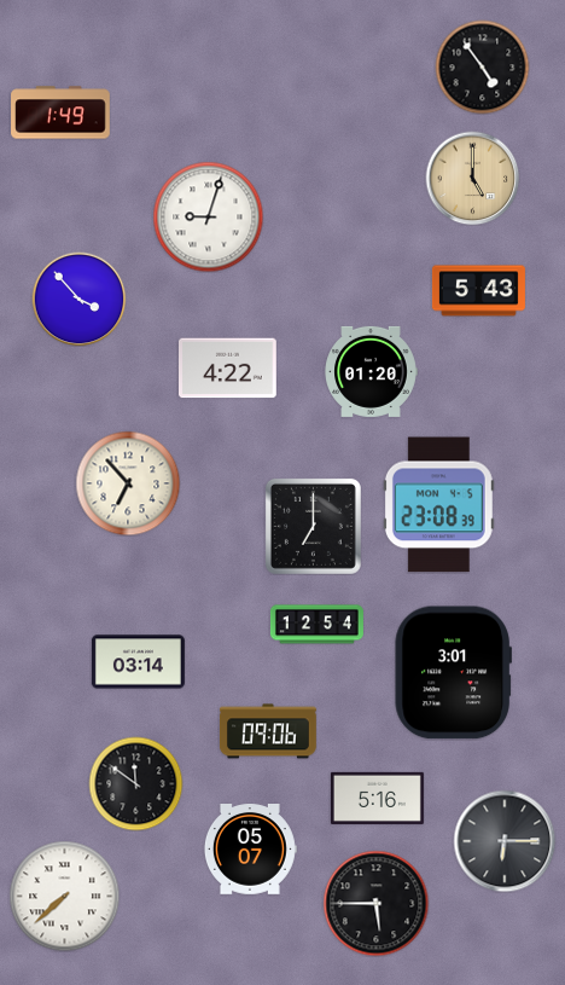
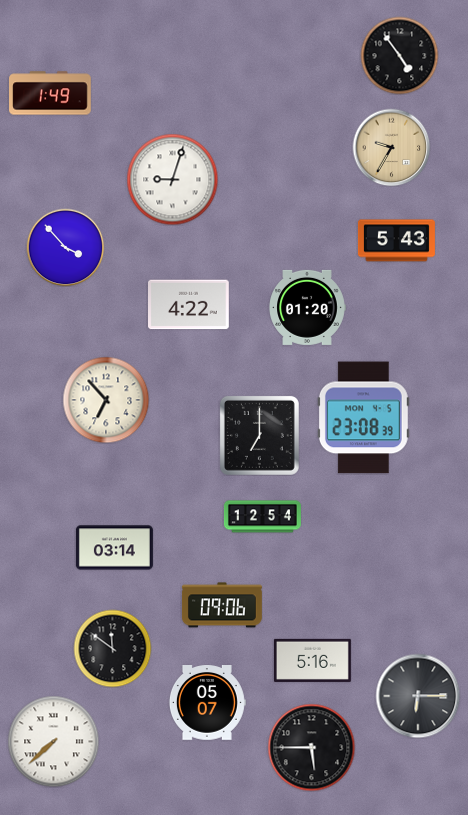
clock at (472, 178): 5:00 -> 9:35
clock at (453, 673): 3:01 -> none
